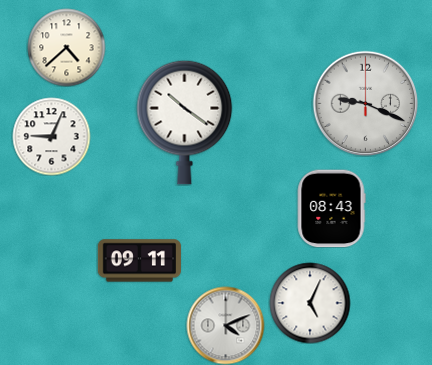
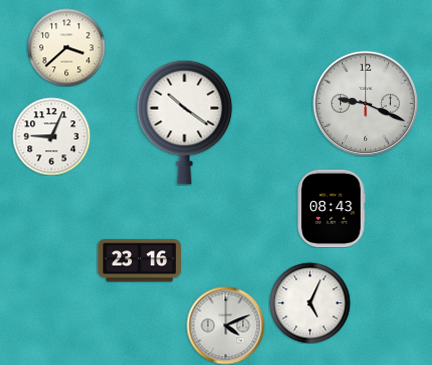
clock at (66, 47): 4:38 -> 3:38
clock at (139, 261): 09:11 -> 23:16
